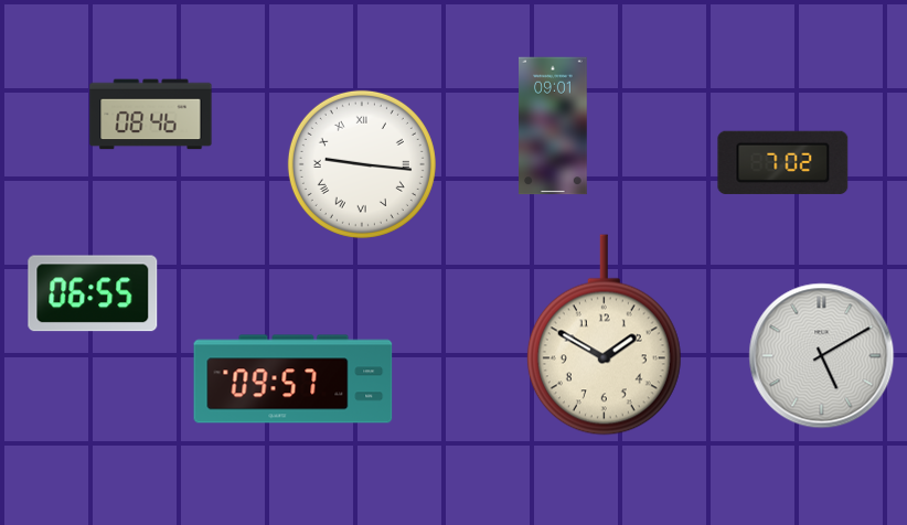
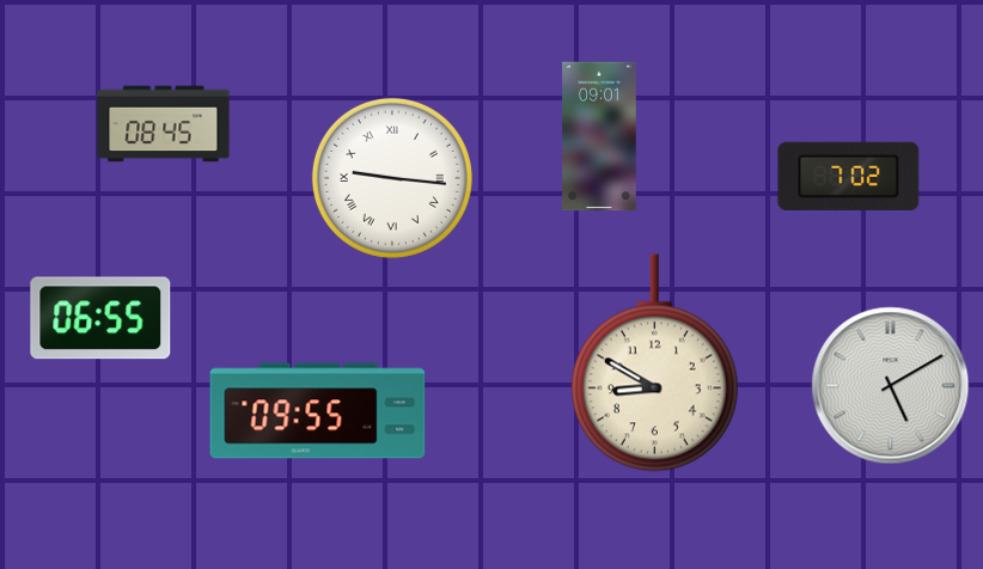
clock at (151, 115): 08:46 -> 08:45
clock at (604, 335): 1:50 -> 8:50
clock at (294, 379): 09:57 -> 09:55
